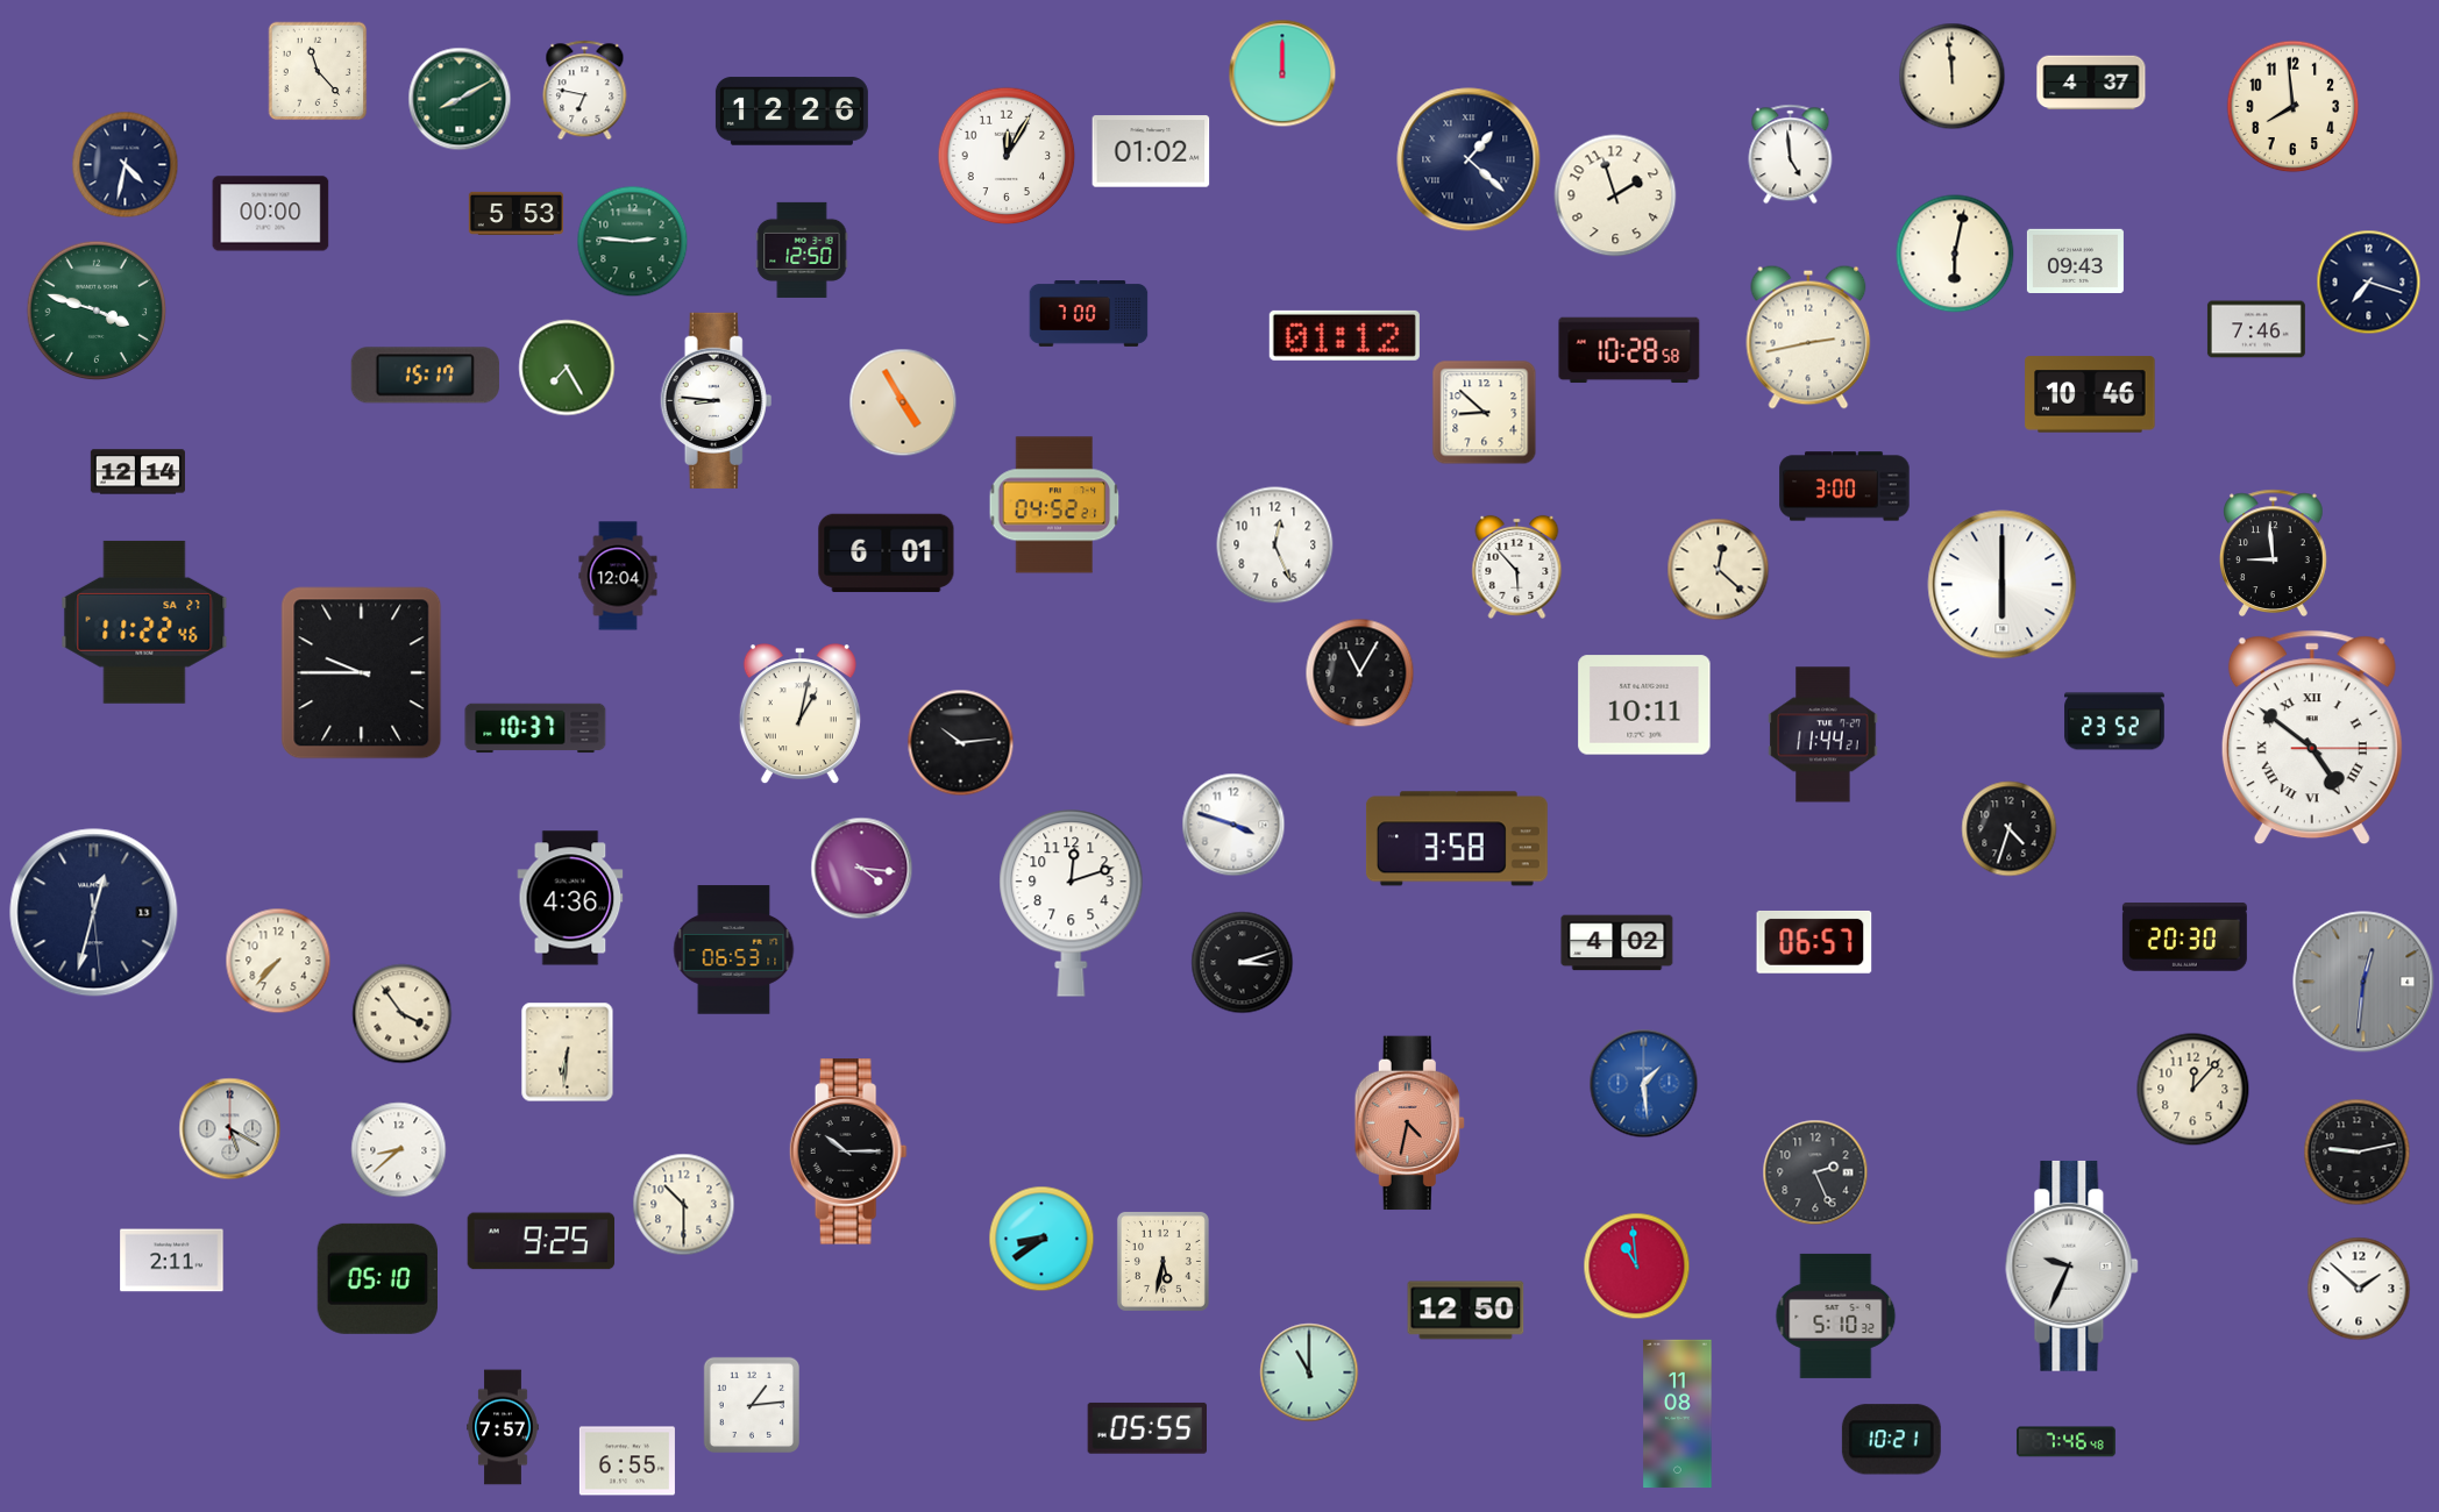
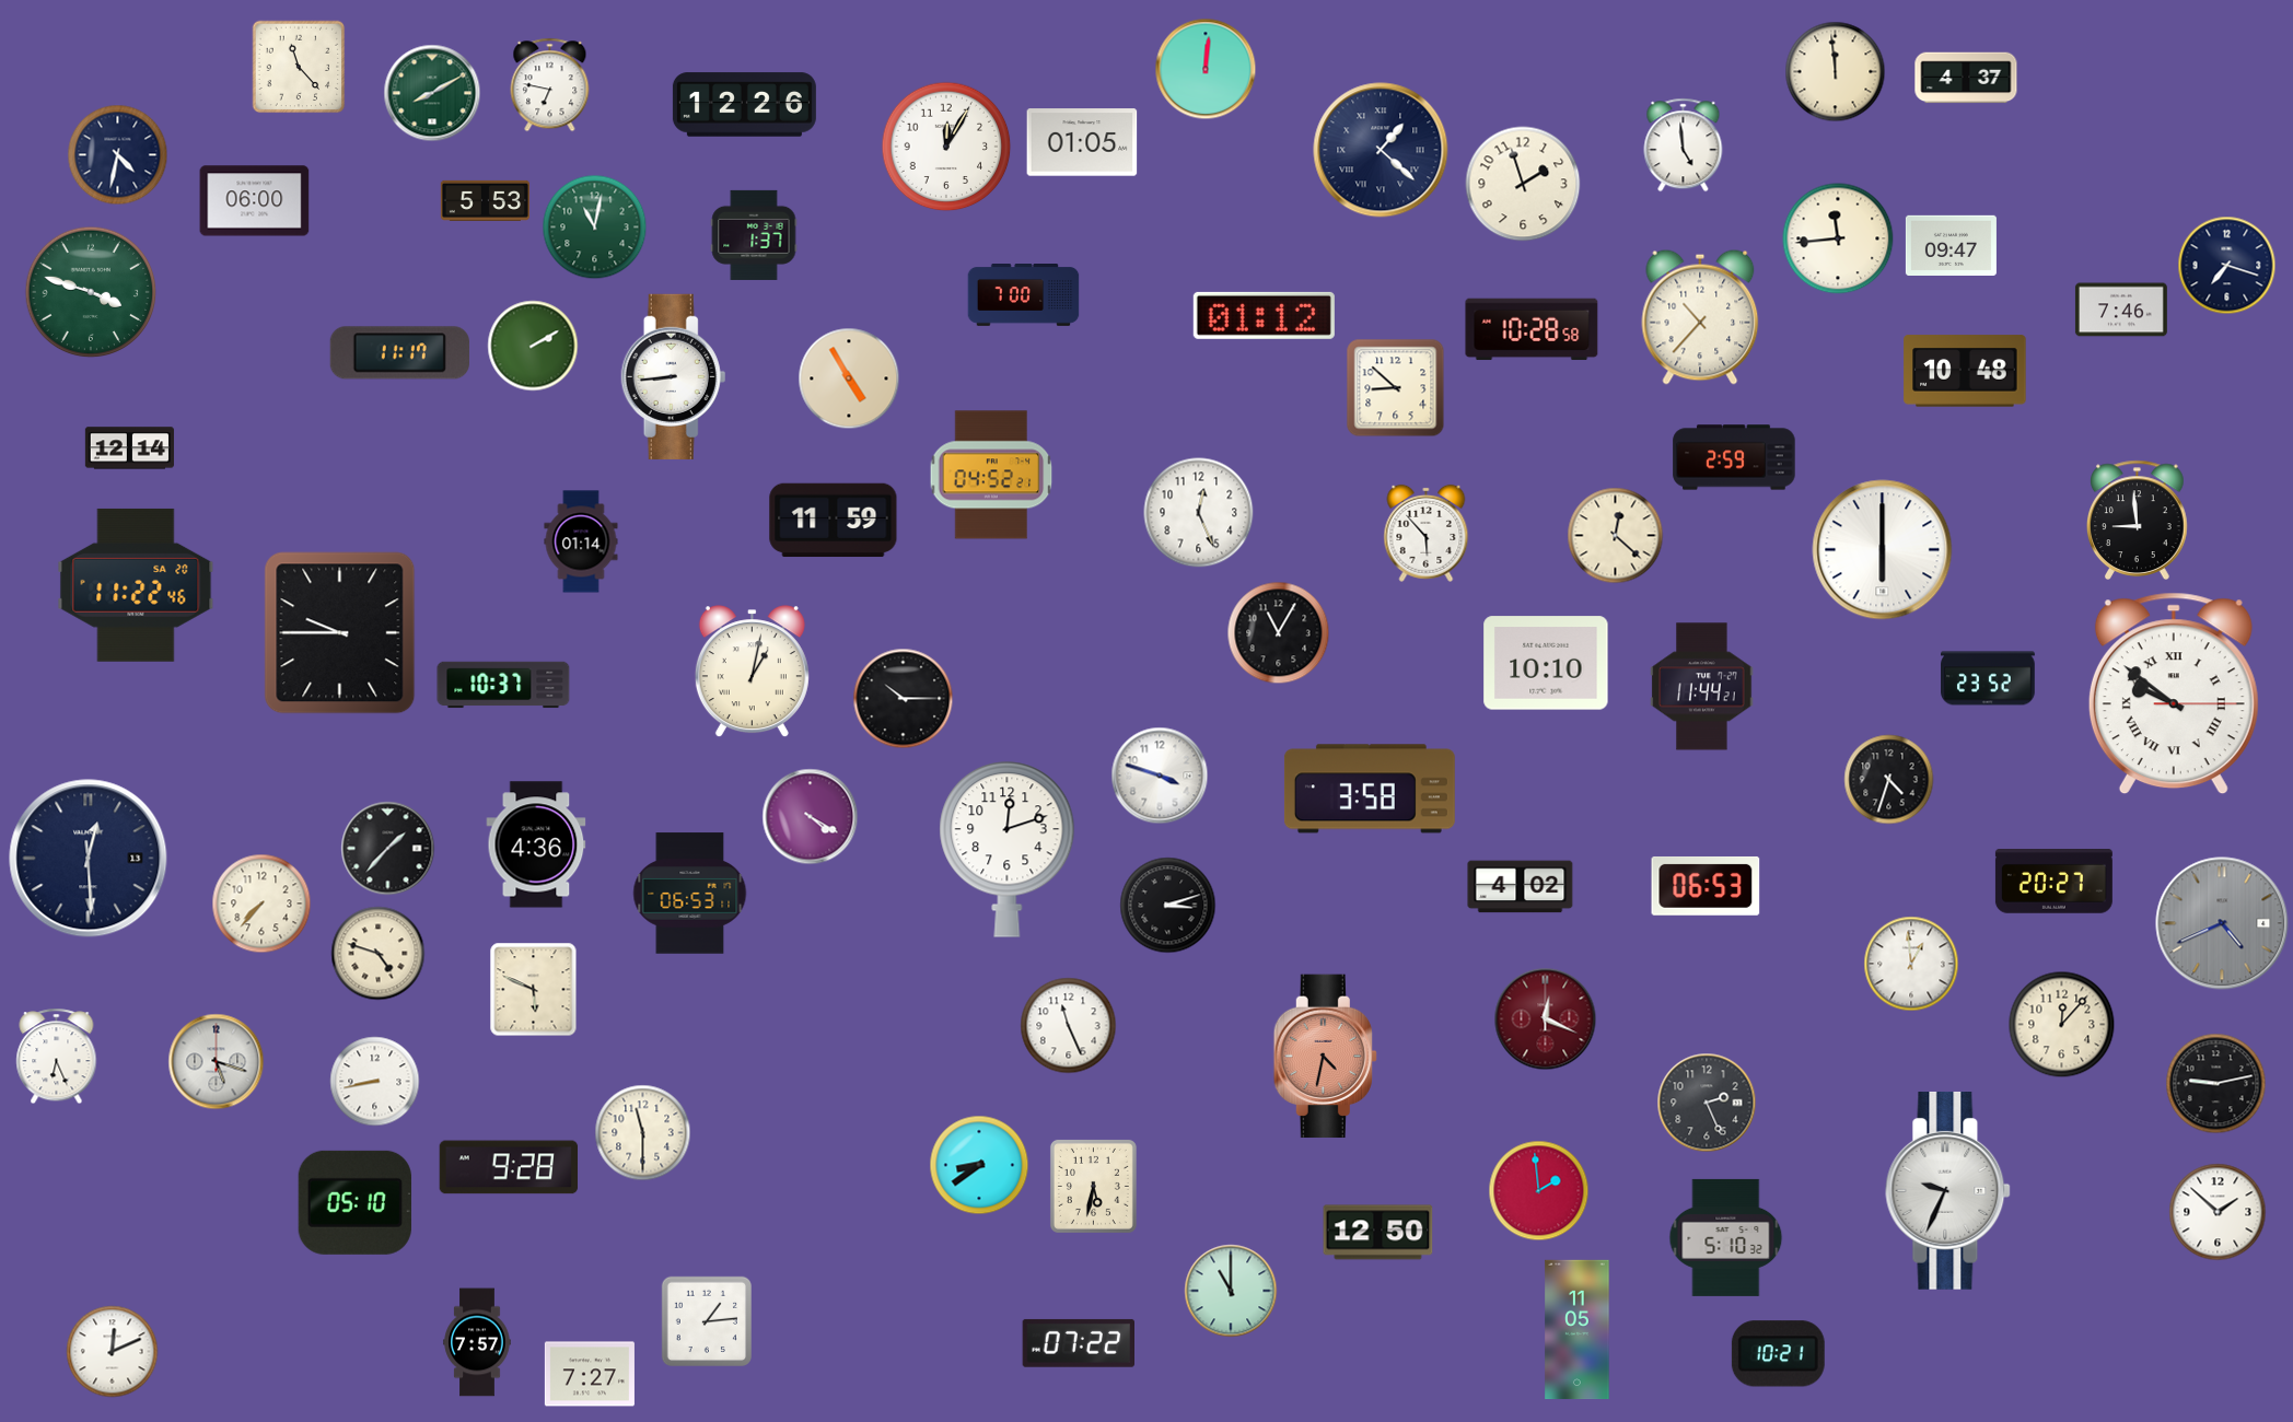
clock at (1282, 73): 12:00 -> 12:01
clock at (2294, 107): 7:59 -> none
clock at (1151, 151): 01:02 -> 01:05
clock at (1615, 195) position: (1615, 195) -> (1523, 184)
clock at (271, 214): 00:00 -> 06:00
clock at (633, 242): 2:46 -> 11:02
clock at (802, 250): 12:50 -> 1:37
clock at (1955, 254): 6:02 -> 11:44
clock at (2075, 261): 09:43 -> 09:47
clock at (1808, 337): 2:43 -> 10:37
clock at (567, 368): 7:25 -> 2:10
clock at (425, 376): 15:17 -> 11:17
clock at (2090, 394): 10:46 -> 10:48
clock at (717, 400): 8:46 -> 8:44
clock at (137, 472) position: (137, 472) -> (129, 448)
clock at (1844, 486): 3:00 -> 2:59
clock at (887, 554): 6:01 -> 11:59
clock at (618, 576): 12:04 -> 01:14
clock at (144, 622) date: SA 27 -> SA 20
clock at (1644, 705): 10:11 -> 10:10
clock at (1823, 735) position: (1823, 735) -> (1702, 687)
clock at (2312, 737): 4:51 -> 9:51
clock at (961, 743): 10:14 -> 10:15
clock at (862, 869): 4:16 -> 4:20
clock at (388, 849): none -> 1:37
clock at (94, 913): 12:32 -> 12:29
clock at (2184, 937): 20:30 -> 20:27
clock at (1814, 942): 06:57 -> 06:53
clock at (2363, 982): 12:31 -> 4:41
clock at (403, 1014): 3:54 -> 4:48
clock at (1911, 964): none -> 12:59
clock at (568, 1053): 6:31 -> 5:49
clock at (1644, 1084): 1:29 -> 12:19
clock at (1644, 1084) dial: blue -> burgundy
clock at (1069, 1026): none -> 11:26
clock at (57, 1057): none -> 6:26
clock at (230, 1129): 5:20 -> 5:18
clock at (399, 1150): 8:38 -> 8:43
clock at (848, 1151): 10:15 -> none
clock at (684, 1205): 10:30 -> 11:30
clock at (541, 1241): 9:25 -> 9:28
clock at (172, 1261): 2:11 -> none
clock at (1637, 1267): 10:59 -> 1:59
clock at (1678, 1414): 11:08 -> 11:05
clock at (503, 1427) position: (503, 1427) -> (477, 1342)
clock at (1146, 1428): 05:55 -> 07:22
clock at (113, 1352): none -> 12:11
clock at (2067, 1442): 7:46 -> none
clock at (627, 1461): 6:55 -> 7:27
